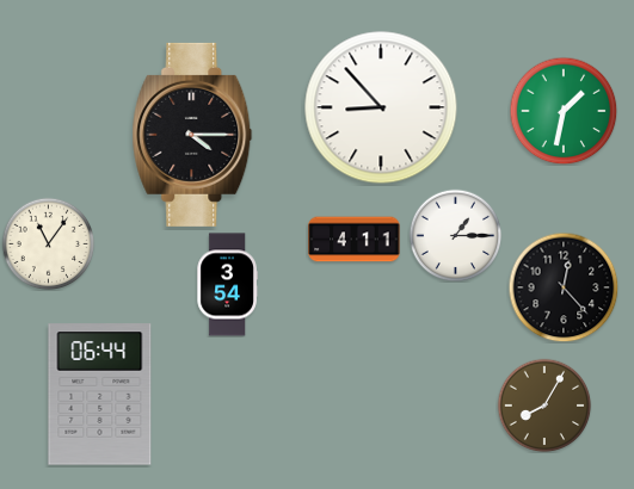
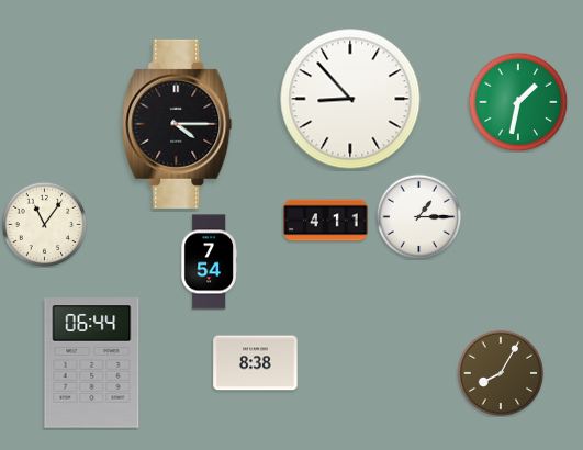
clock at (227, 285): 3:54 -> 7:54
clock at (564, 287): 12:23 -> none
clock at (256, 363): none -> 8:38
